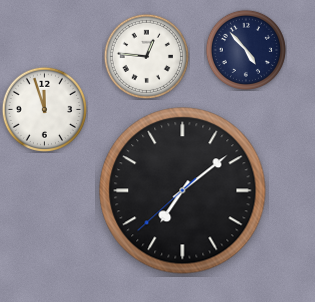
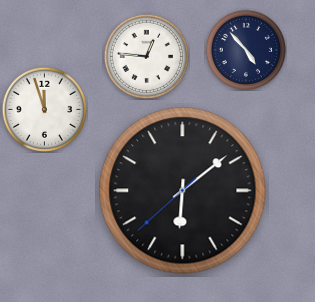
clock at (183, 191): 7:08 -> 6:08
